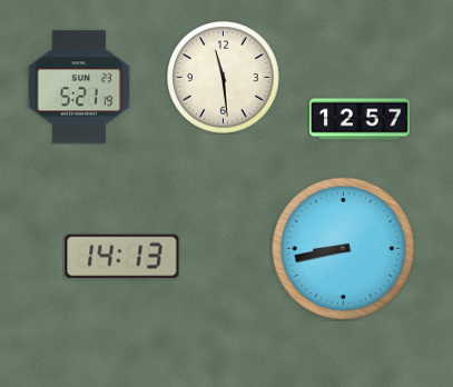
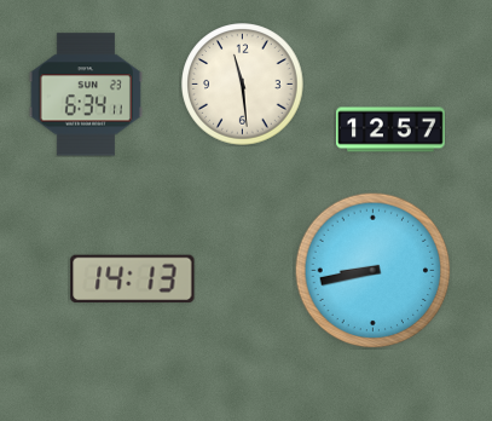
clock at (79, 87): 5:21 -> 6:34
